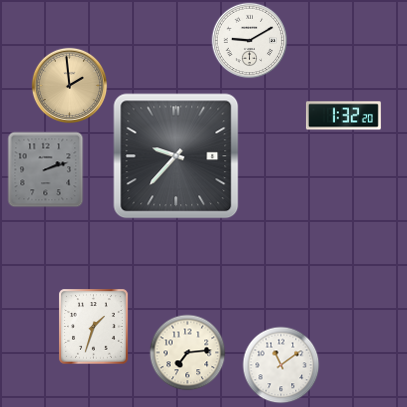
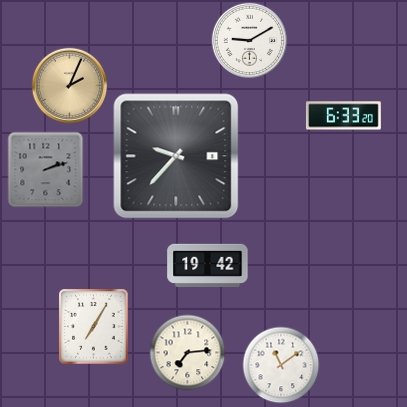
clock at (70, 86): 1:59 -> 2:04
clock at (343, 116): 1:32 -> 6:33
clock at (208, 265): none -> 19:42
clock at (94, 327): 1:33 -> 7:05
